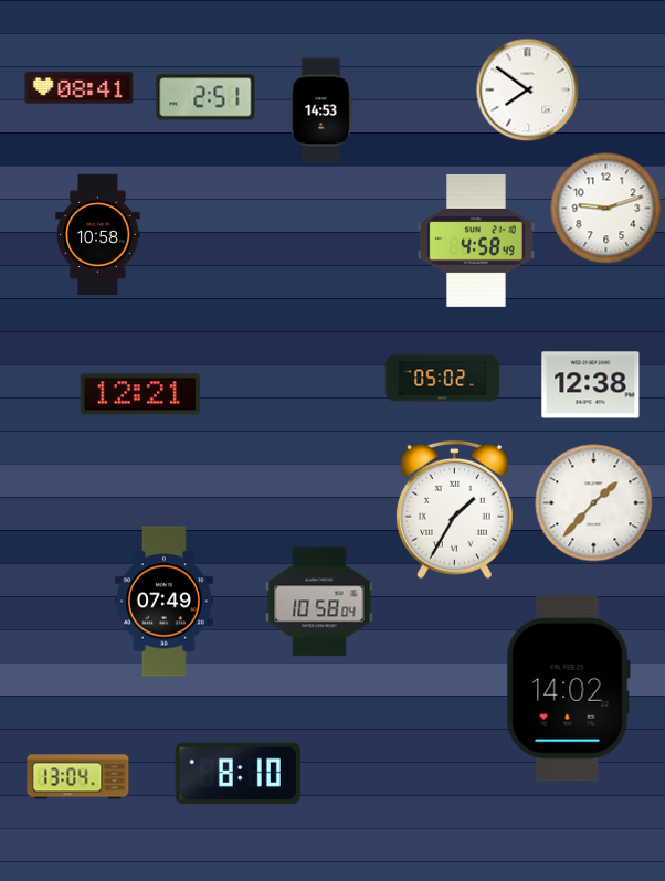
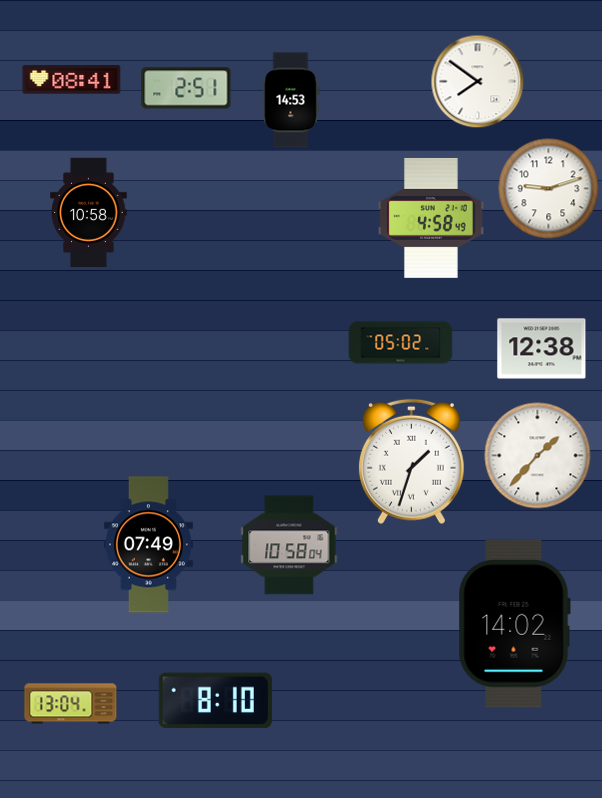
clock at (591, 385) position: (591, 385) -> (542, 349)
clock at (140, 394): 12:21 -> none
clock at (454, 510): 1:35 -> 1:33
